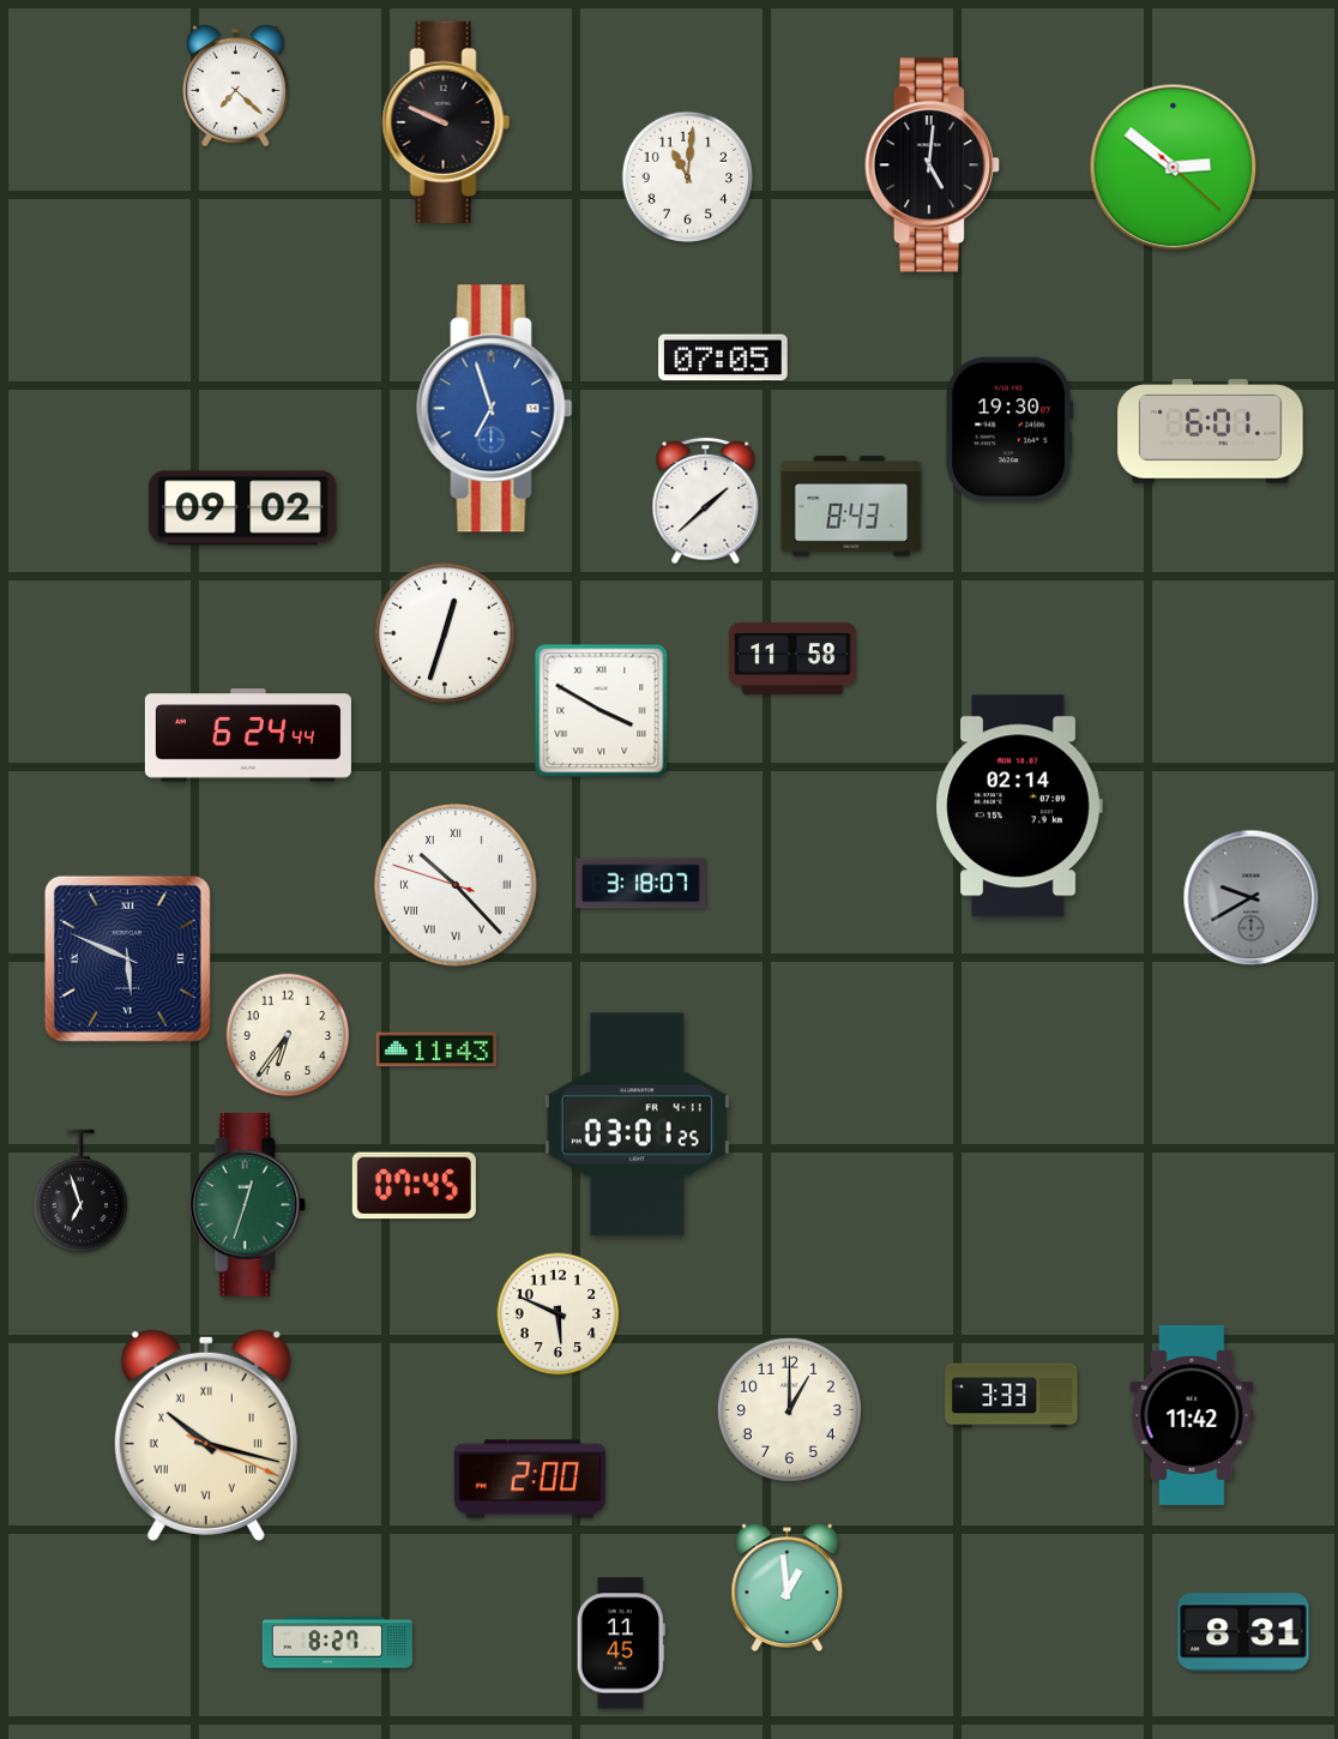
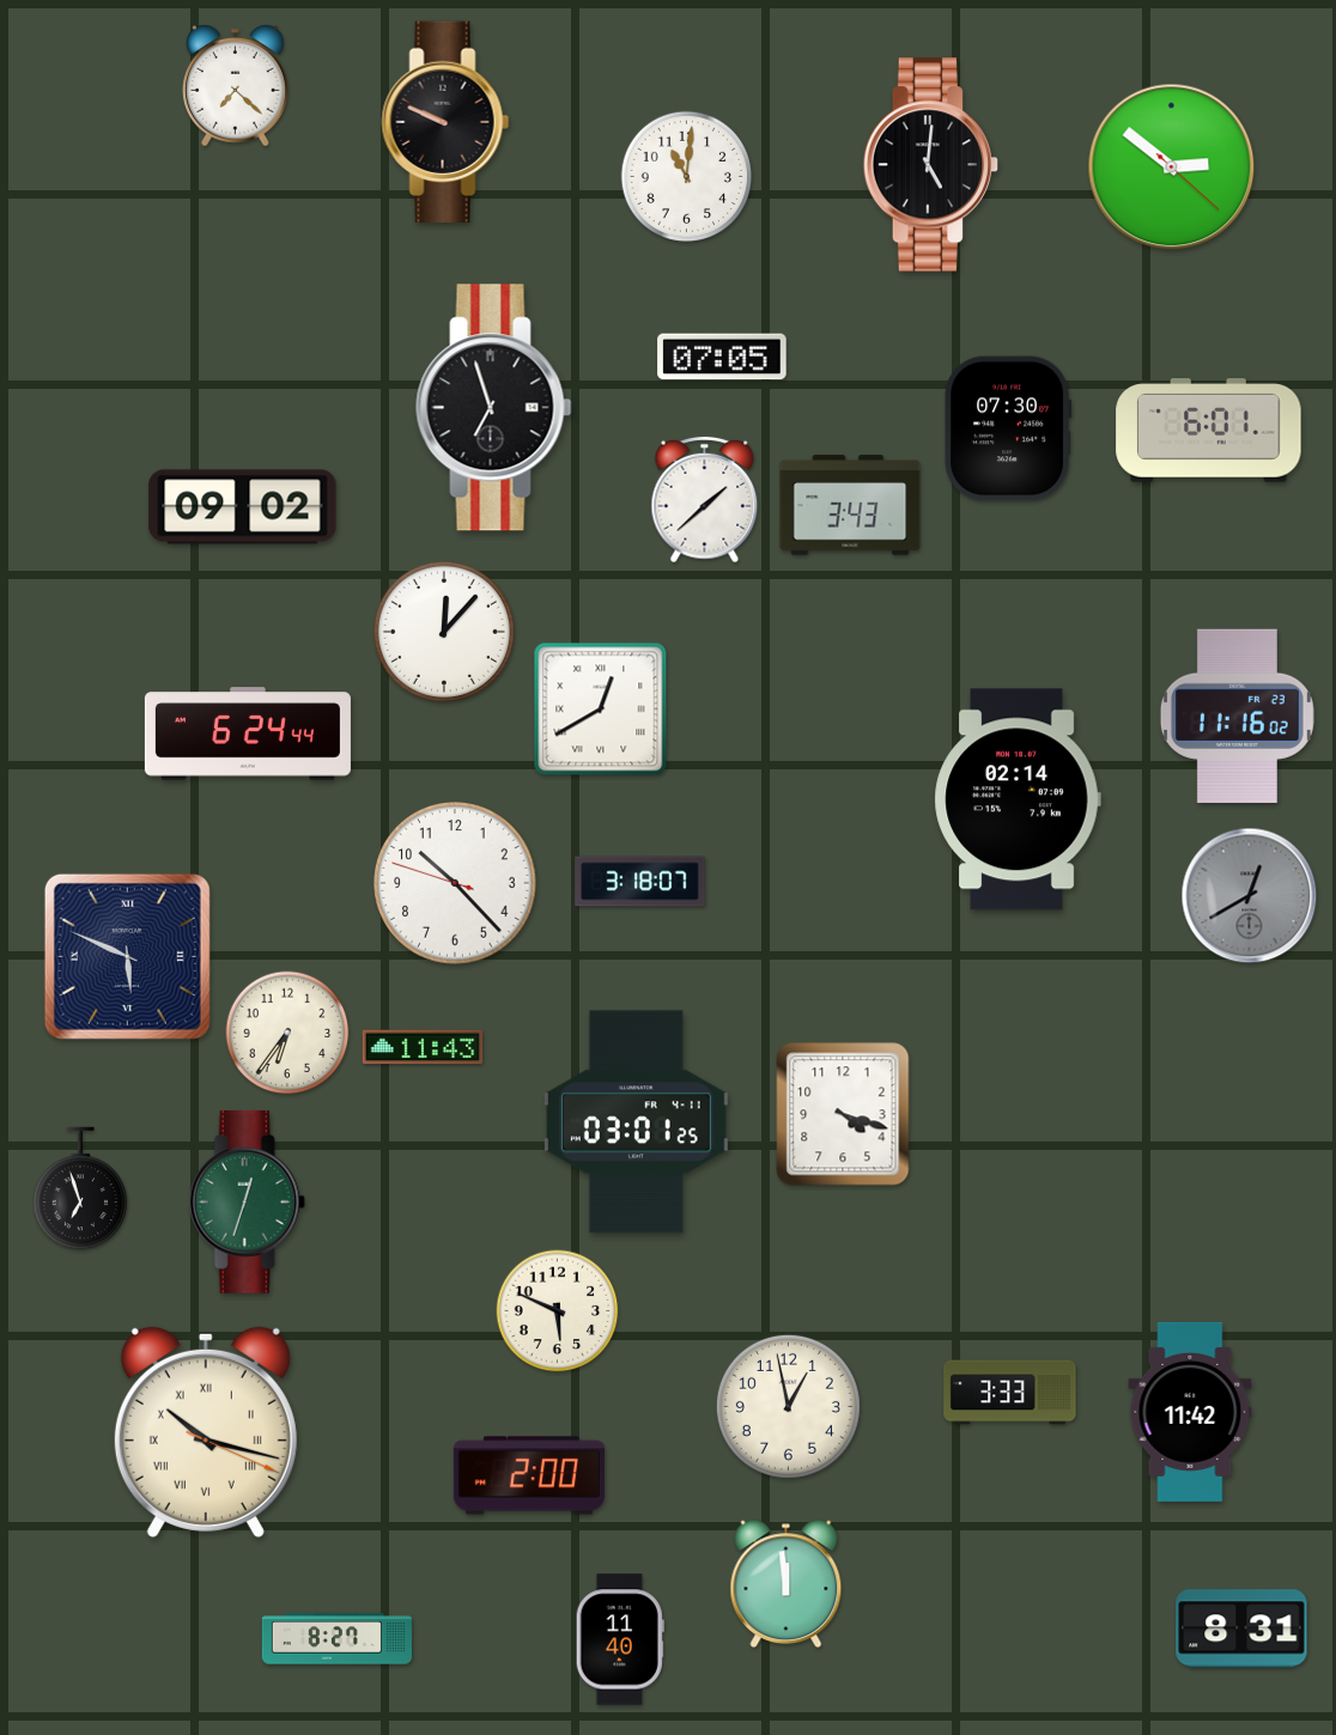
clock at (495, 409) dial: blue -> black
clock at (1011, 429): 19:30 -> 07:30
clock at (851, 506): 8:43 -> 3:43
clock at (445, 633): 12:33 -> 12:07
clock at (794, 658): 11:58 -> none
clock at (602, 711): 3:50 -> 12:40
clock at (1237, 716): none -> 11:16
clock at (1019, 806) position: (1019, 806) -> (1018, 799)
clock at (456, 885) numerals: Roman -> Arabic
clock at (1252, 898): 9:40 -> 12:40
clock at (436, 1049) position: (436, 1049) -> (423, 1047)
clock at (843, 1114): none -> 4:18
clock at (414, 1186): 07:45 -> none
clock at (789, 1409): 1:00 -> 12:58
clock at (788, 1588): 12:59 -> 11:59
clock at (621, 1643): 11:45 -> 11:40
